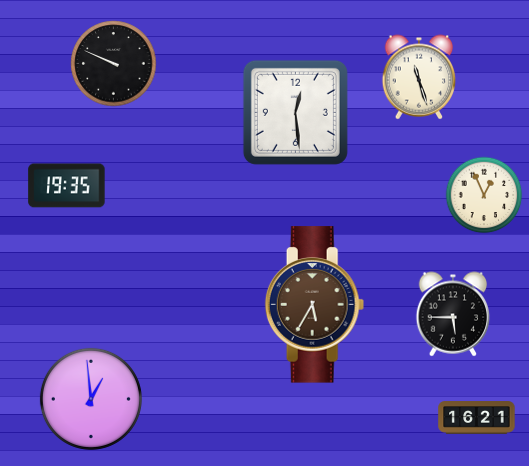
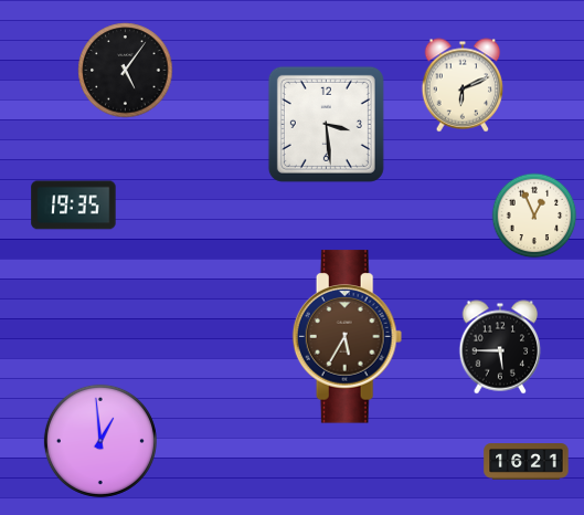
clock at (114, 64): 9:49 -> 5:06
clock at (419, 77): 11:27 -> 6:11
clock at (295, 112): 12:29 -> 3:29
